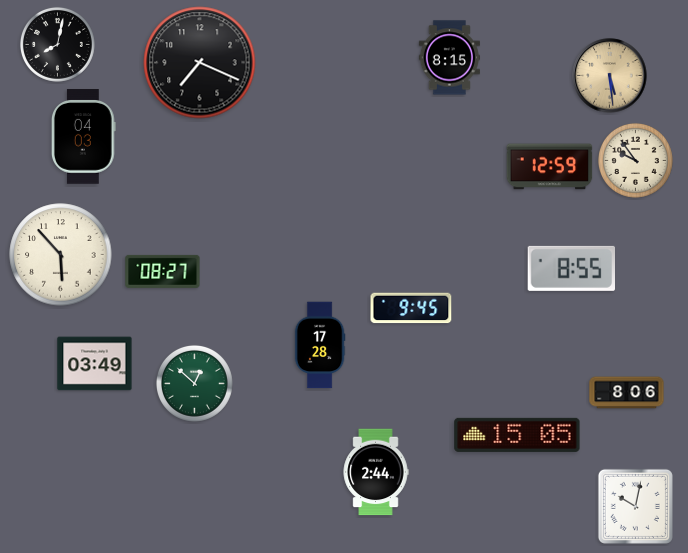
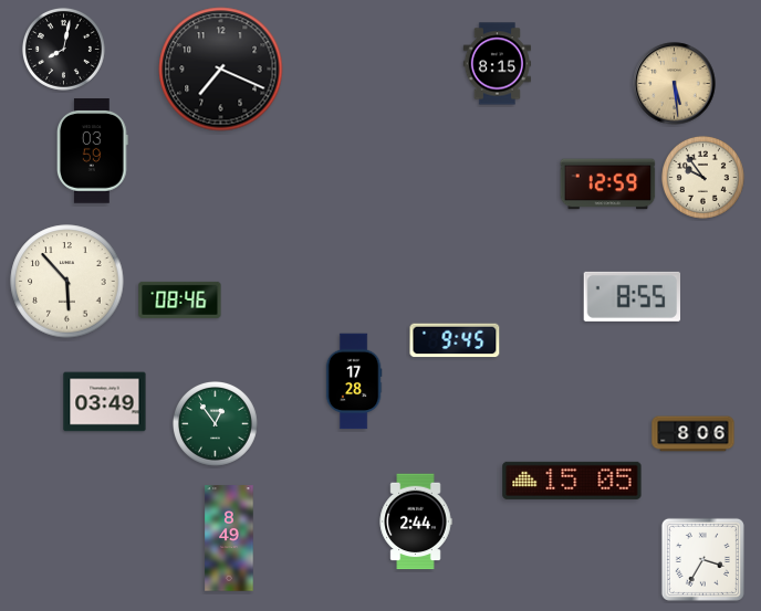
clock at (84, 137): 04:03 -> 03:59
clock at (163, 271): 08:27 -> 08:46
clock at (194, 383): 12:52 -> 12:54
clock at (229, 538): none -> 8:49
clock at (635, 506): 10:02 -> 3:35
